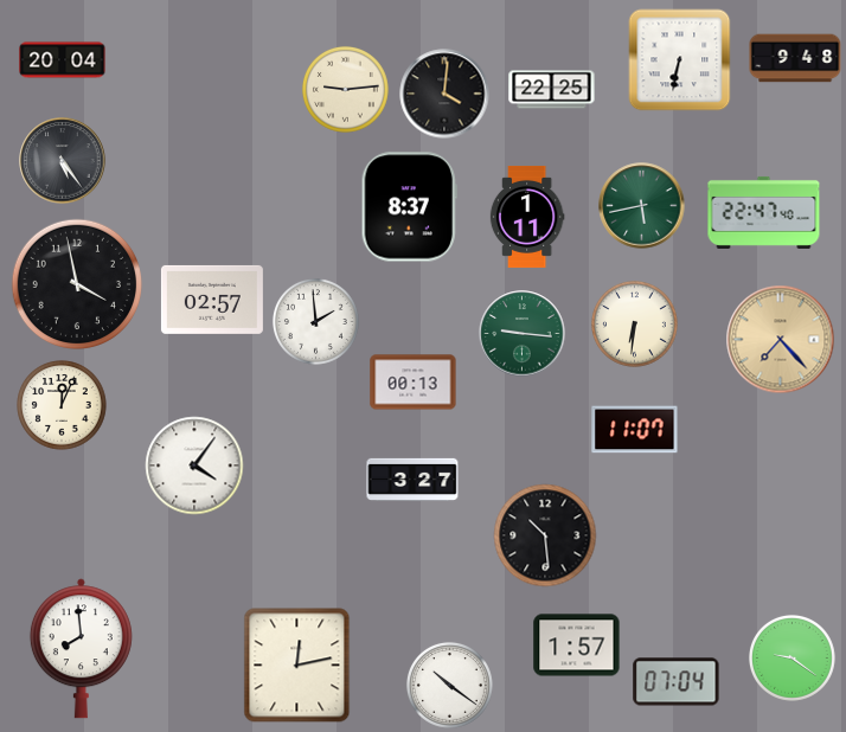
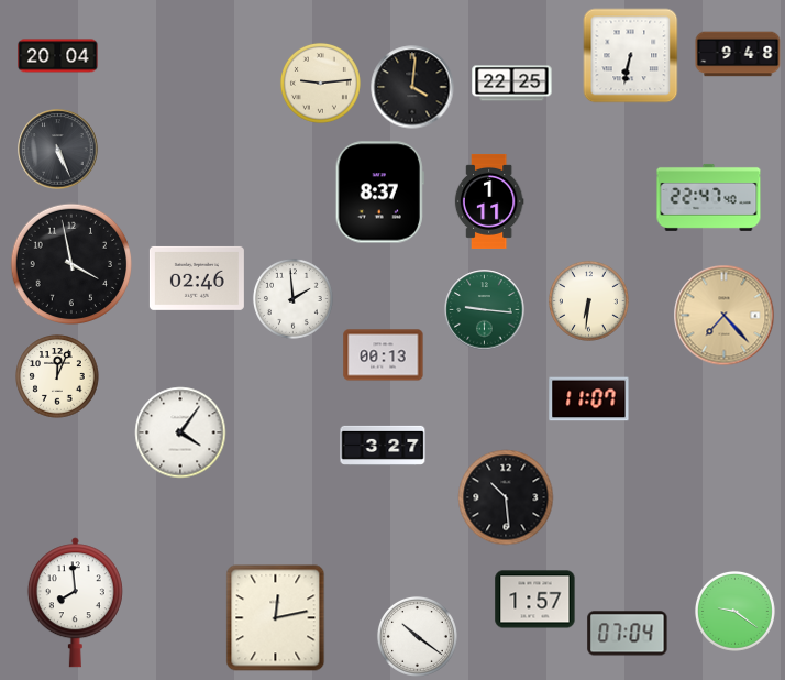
clock at (63, 161): 5:24 -> 5:26
clock at (642, 206): 5:43 -> none
clock at (212, 300): 02:57 -> 02:46
